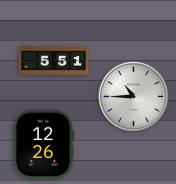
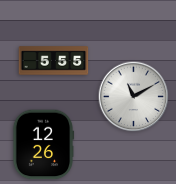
clock at (54, 61): 5:51 -> 5:55
clock at (134, 97): 10:45 -> 11:10
